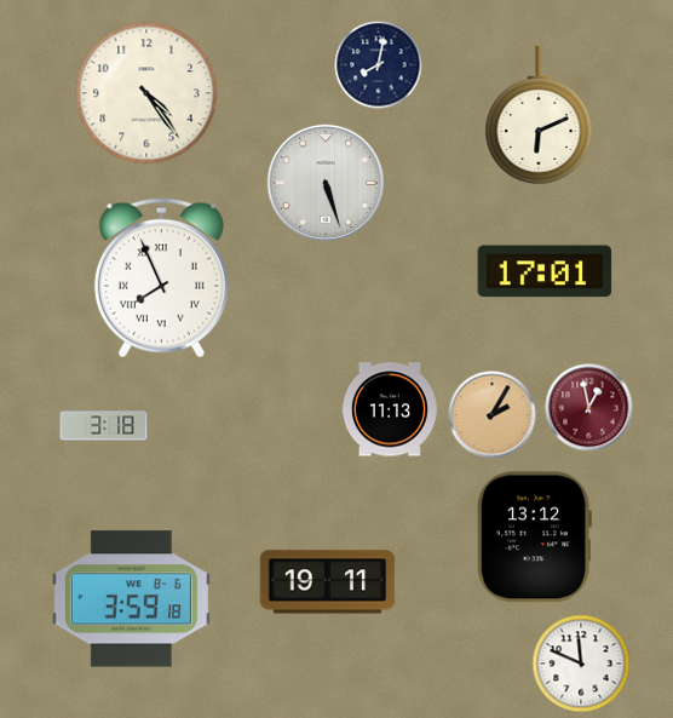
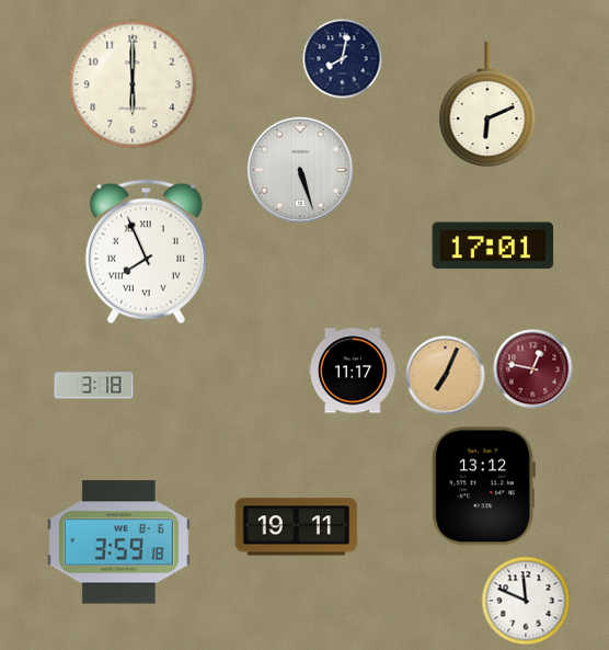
clock at (146, 93): 4:24 -> 6:00
clock at (324, 182) position: (324, 182) -> (299, 169)
clock at (589, 408): 12:58 -> 12:47
clock at (390, 409): 11:13 -> 11:17
clock at (493, 415): 2:05 -> 7:04
